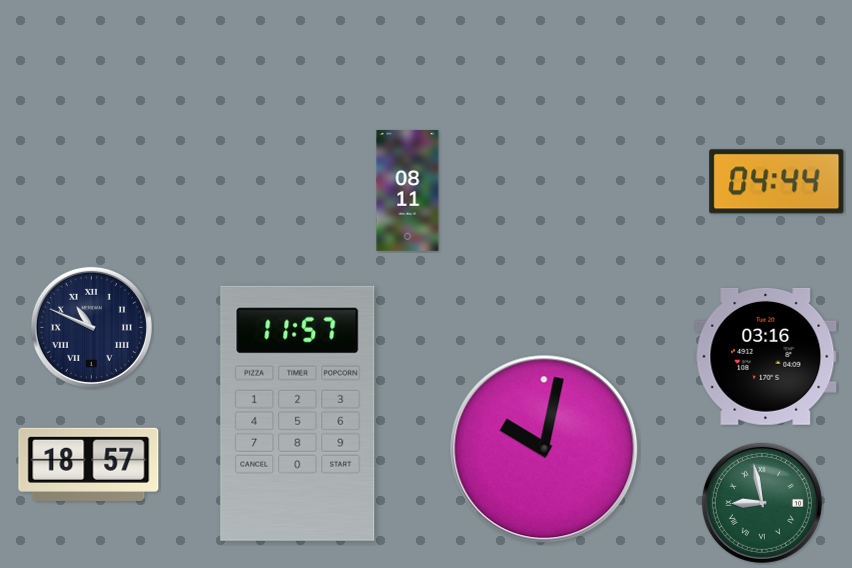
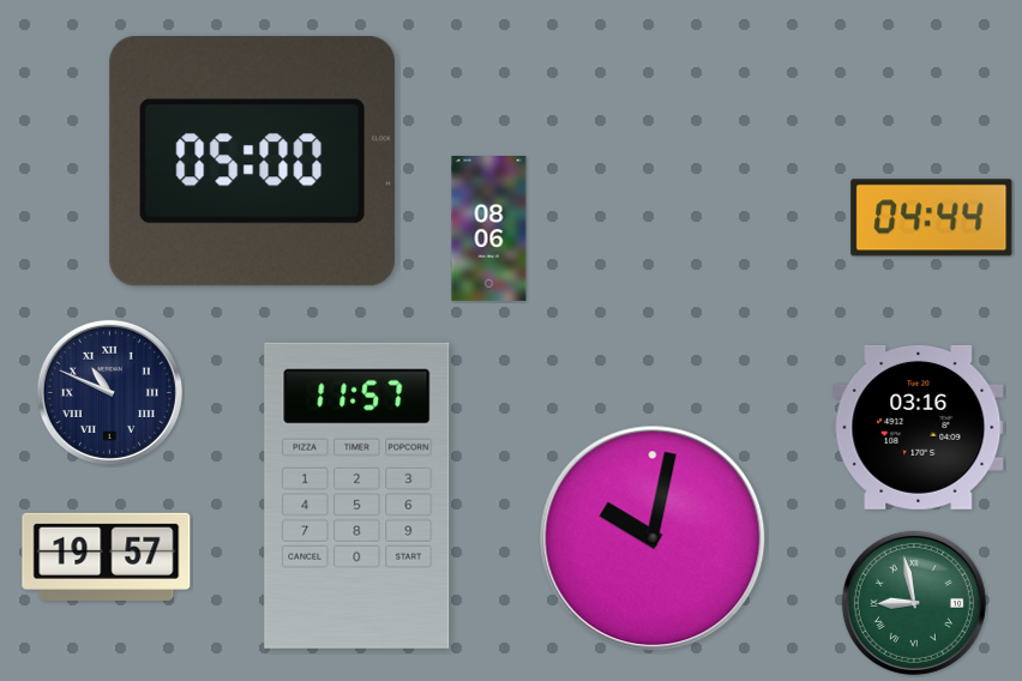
clock at (253, 162): none -> 05:00
clock at (408, 191): 08:11 -> 08:06
clock at (89, 464): 18:57 -> 19:57
